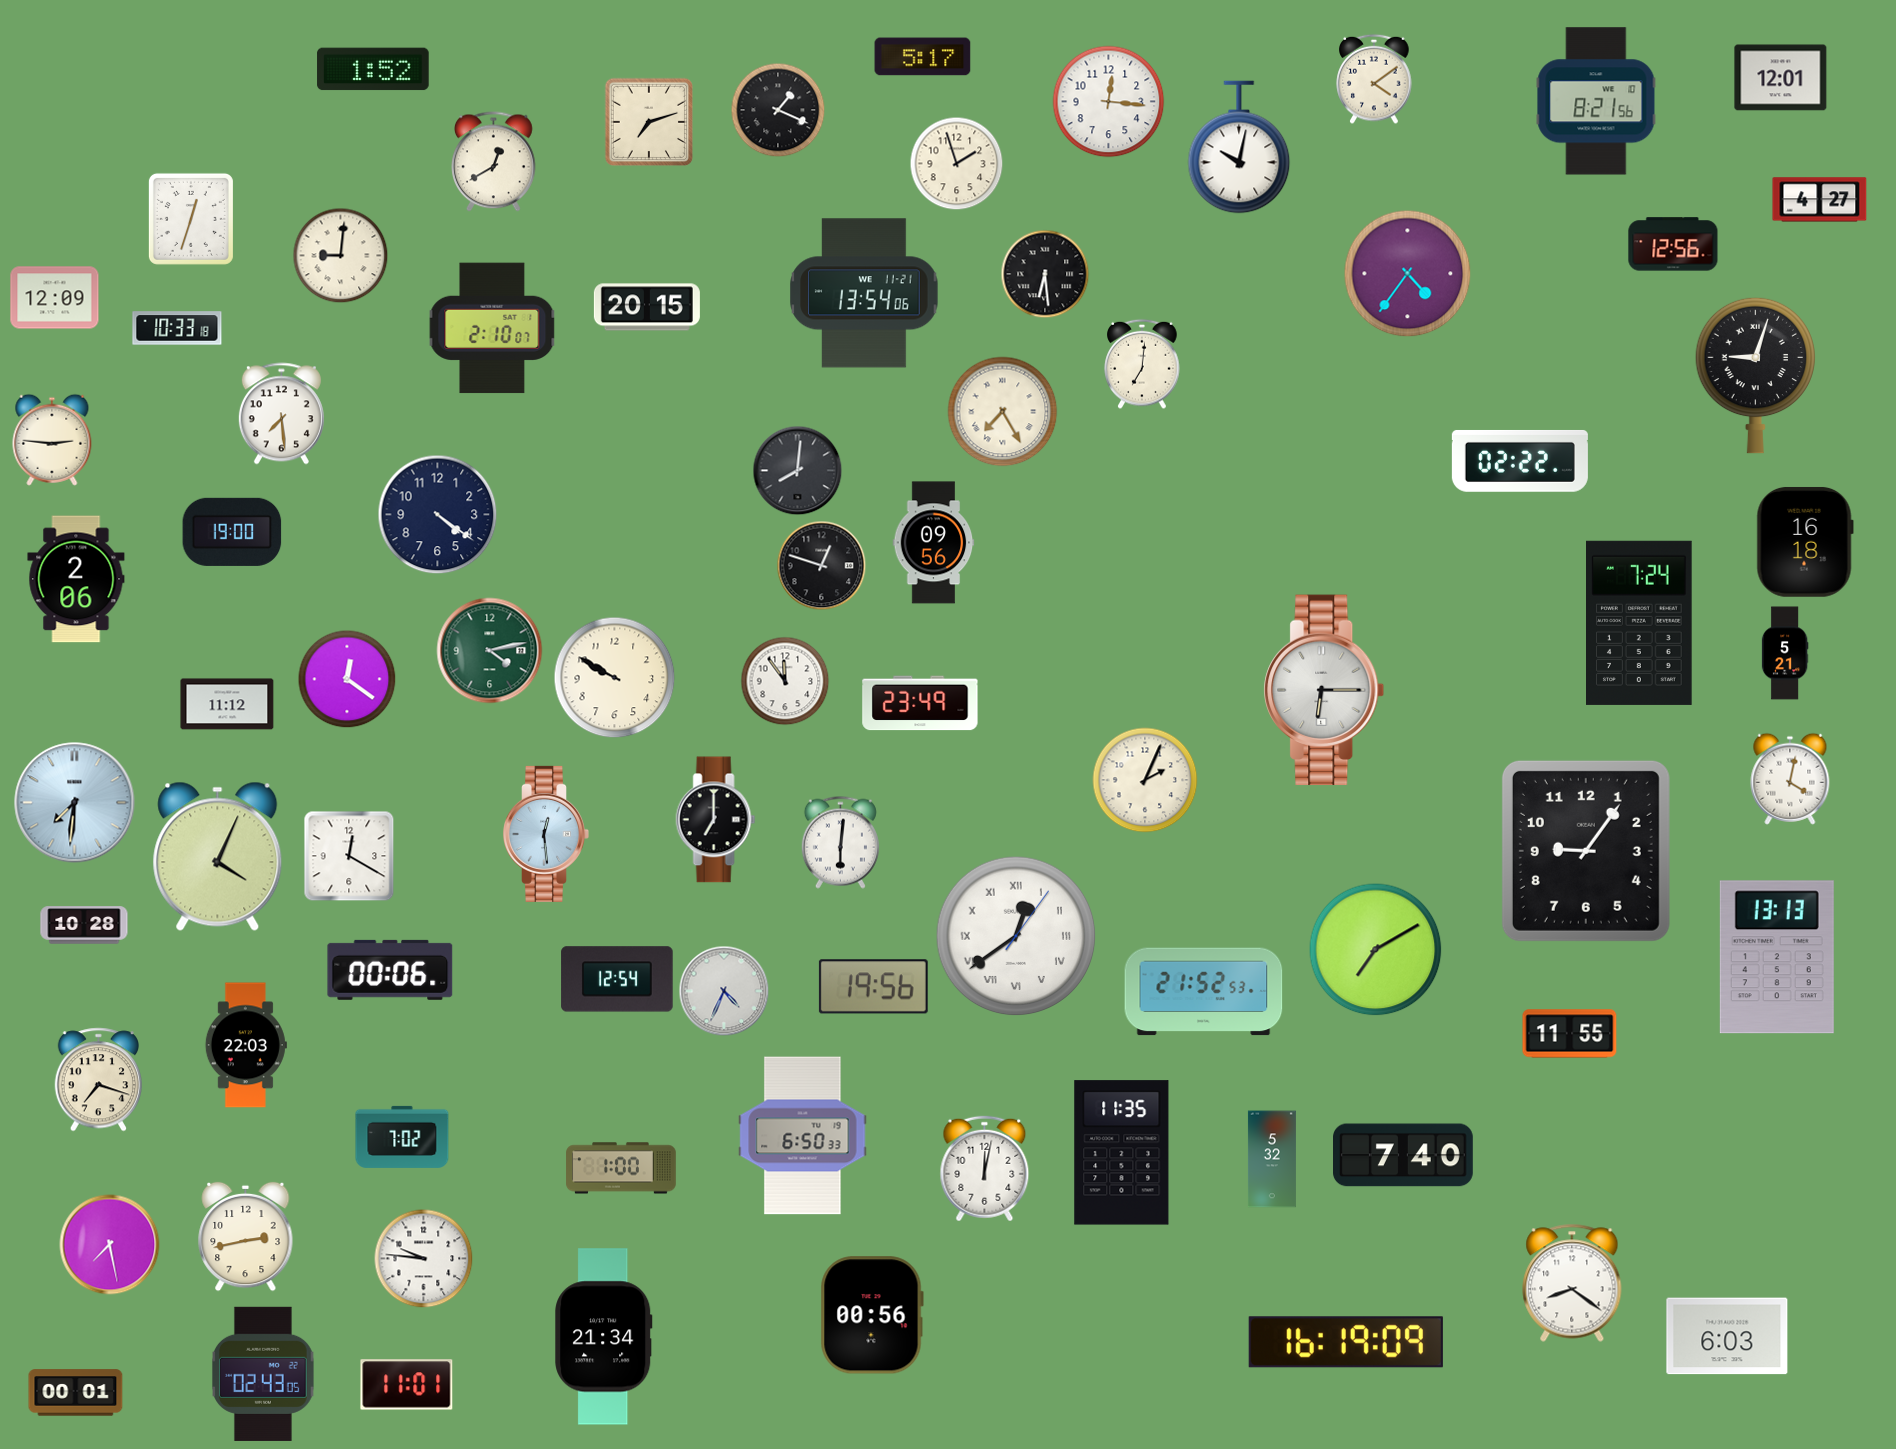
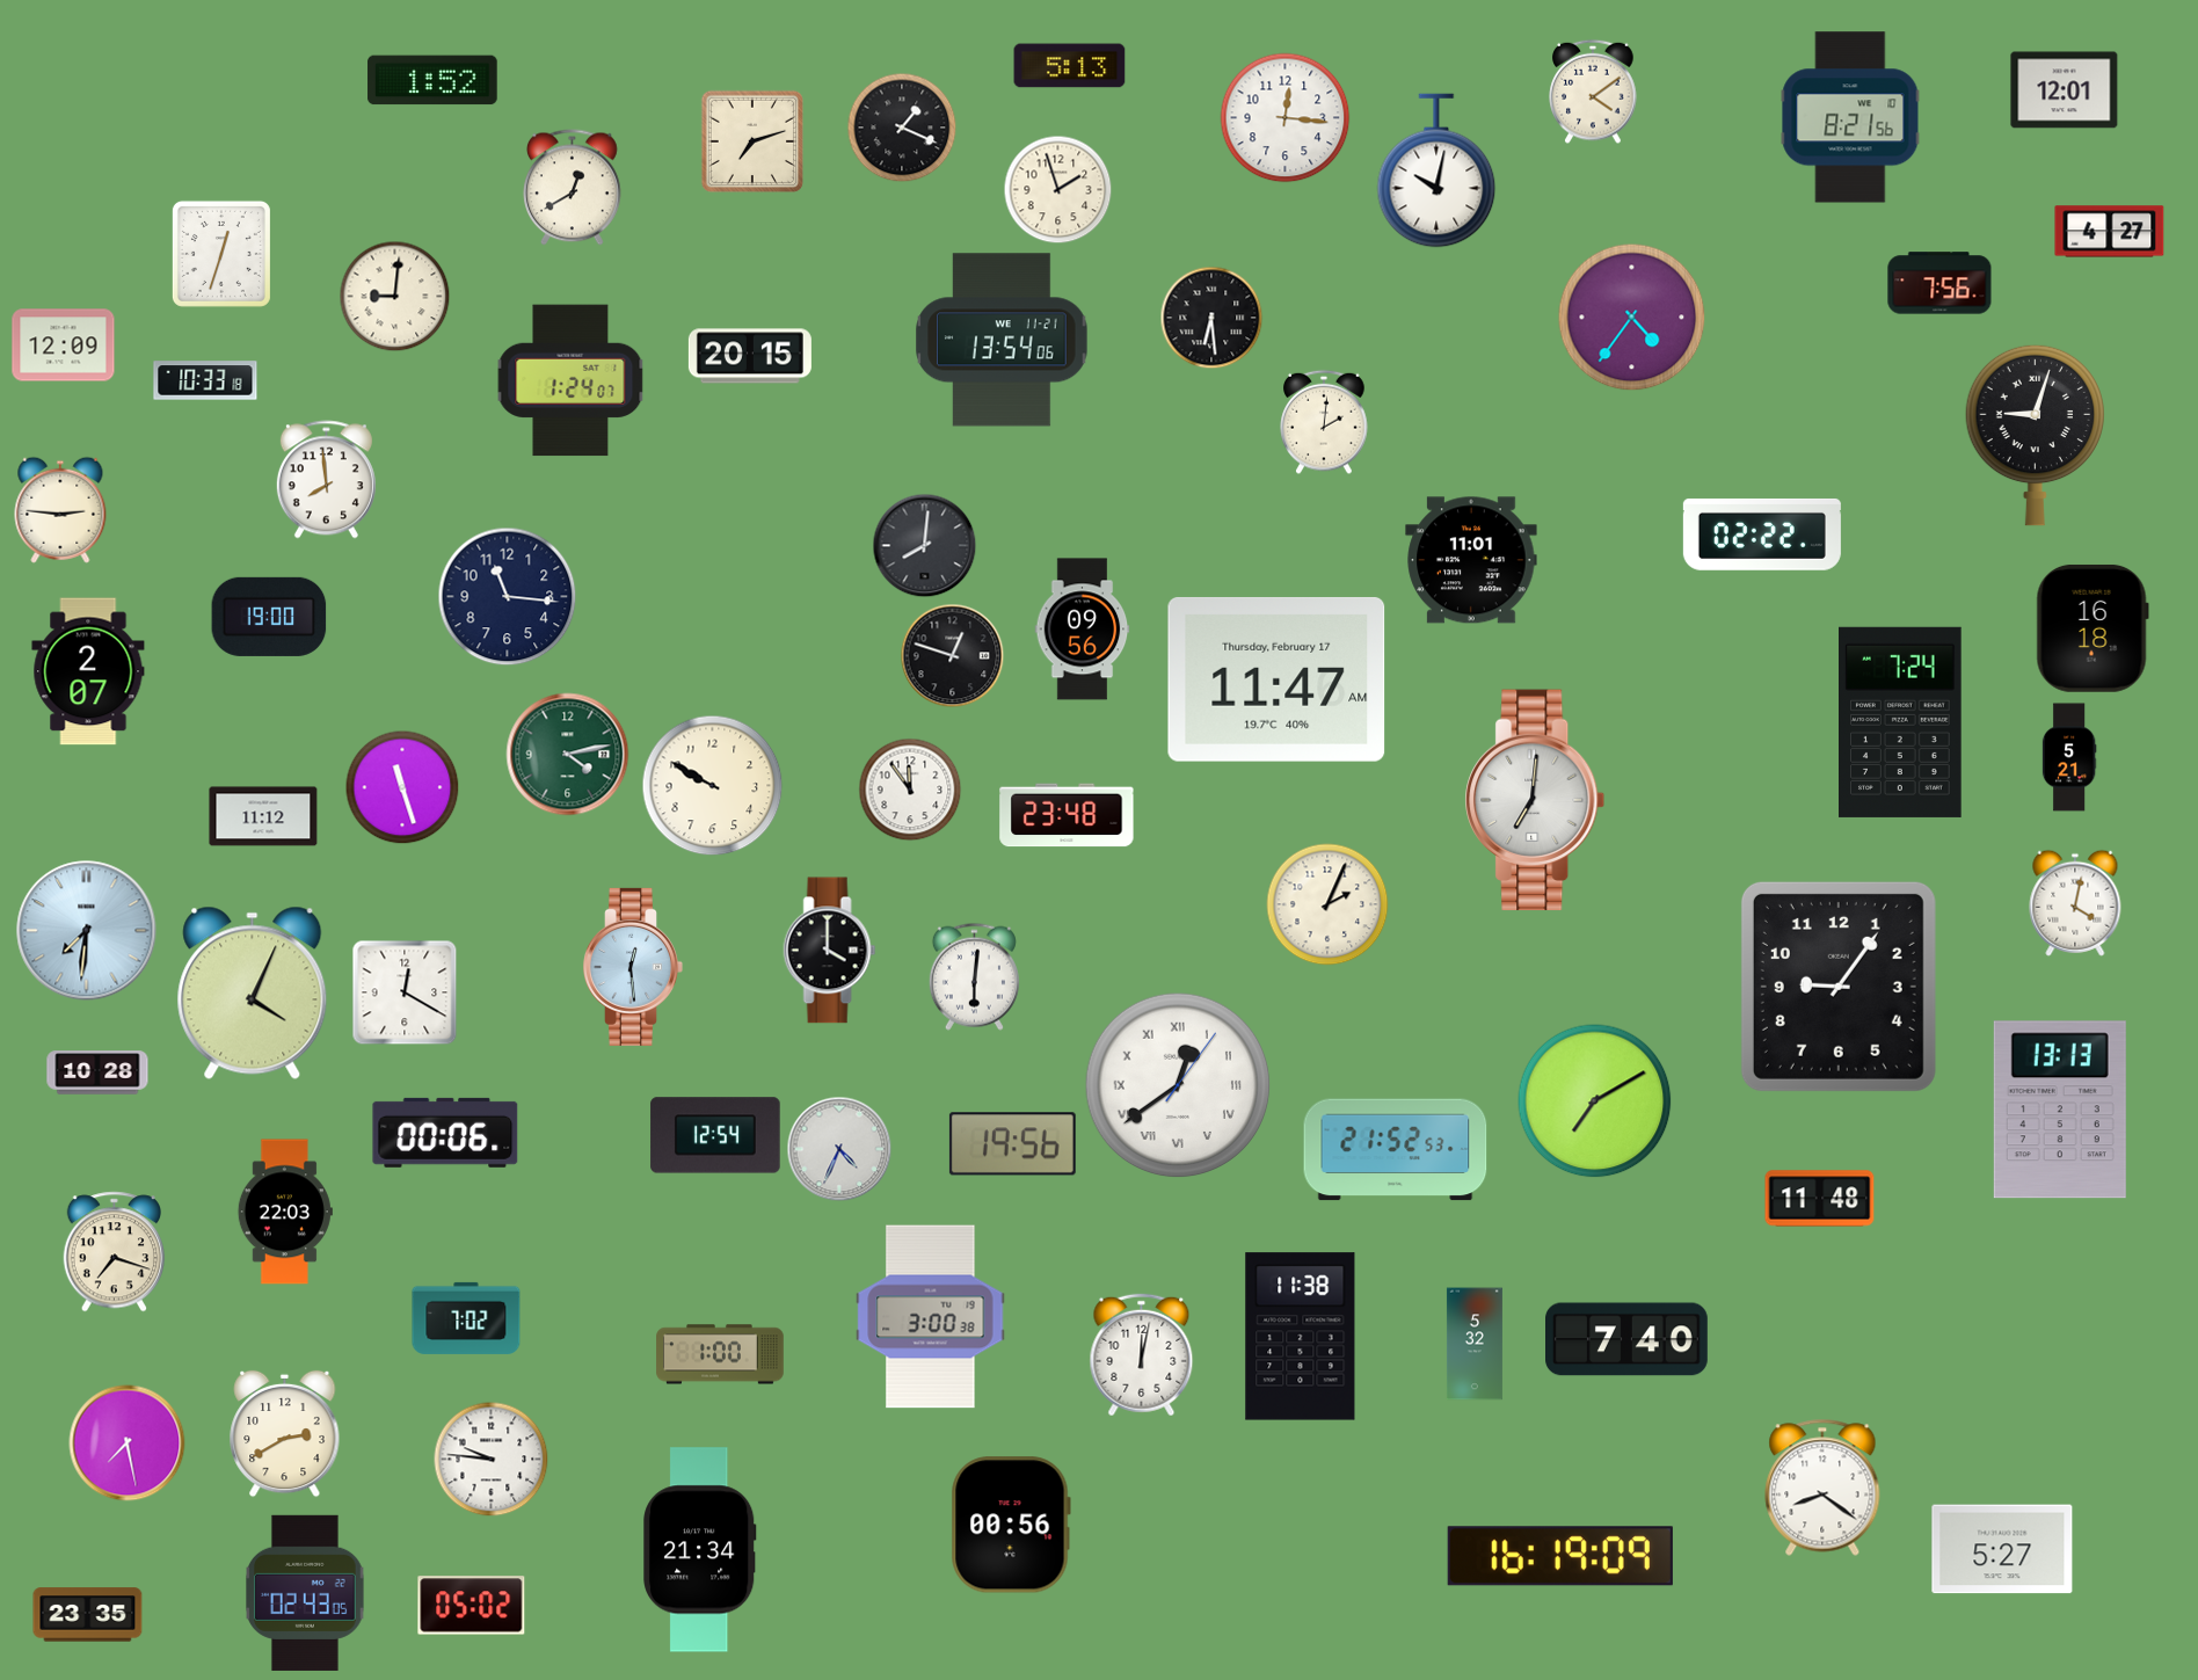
clock at (923, 57): 5:17 -> 5:13
clock at (957, 164) position: (957, 164) -> (1058, 190)
clock at (1673, 244): 12:56 -> 7:56
clock at (492, 328): 2:10 -> 1:24
clock at (1142, 364): 7:01 -> 2:01
clock at (1003, 412): 7:25 -> none
clock at (281, 414): 7:29 -> 7:59
clock at (1471, 560): none -> 11:01
clock at (438, 515): 4:21 -> 11:16
clock at (76, 579): 2:06 -> 2:07
clock at (1276, 679): none -> 11:47
clock at (347, 679): 12:21 -> 11:27
clock at (1324, 690): 6:15 -> 7:01
clock at (920, 703): 23:49 -> 23:48
clock at (716, 820): 7:00 -> 4:00
clock at (390, 970) position: (390, 970) -> (445, 1133)
clock at (1570, 1034): 11:55 -> 11:48
clock at (803, 1136): 6:50 -> 3:00
clock at (1122, 1153): 11:35 -> 11:38
clock at (246, 1237): 2:43 -> 2:40
clock at (1727, 1336): 6:03 -> 5:27
clock at (407, 1385): 11:01 -> 05:02
clock at (76, 1393): 00:01 -> 23:35
